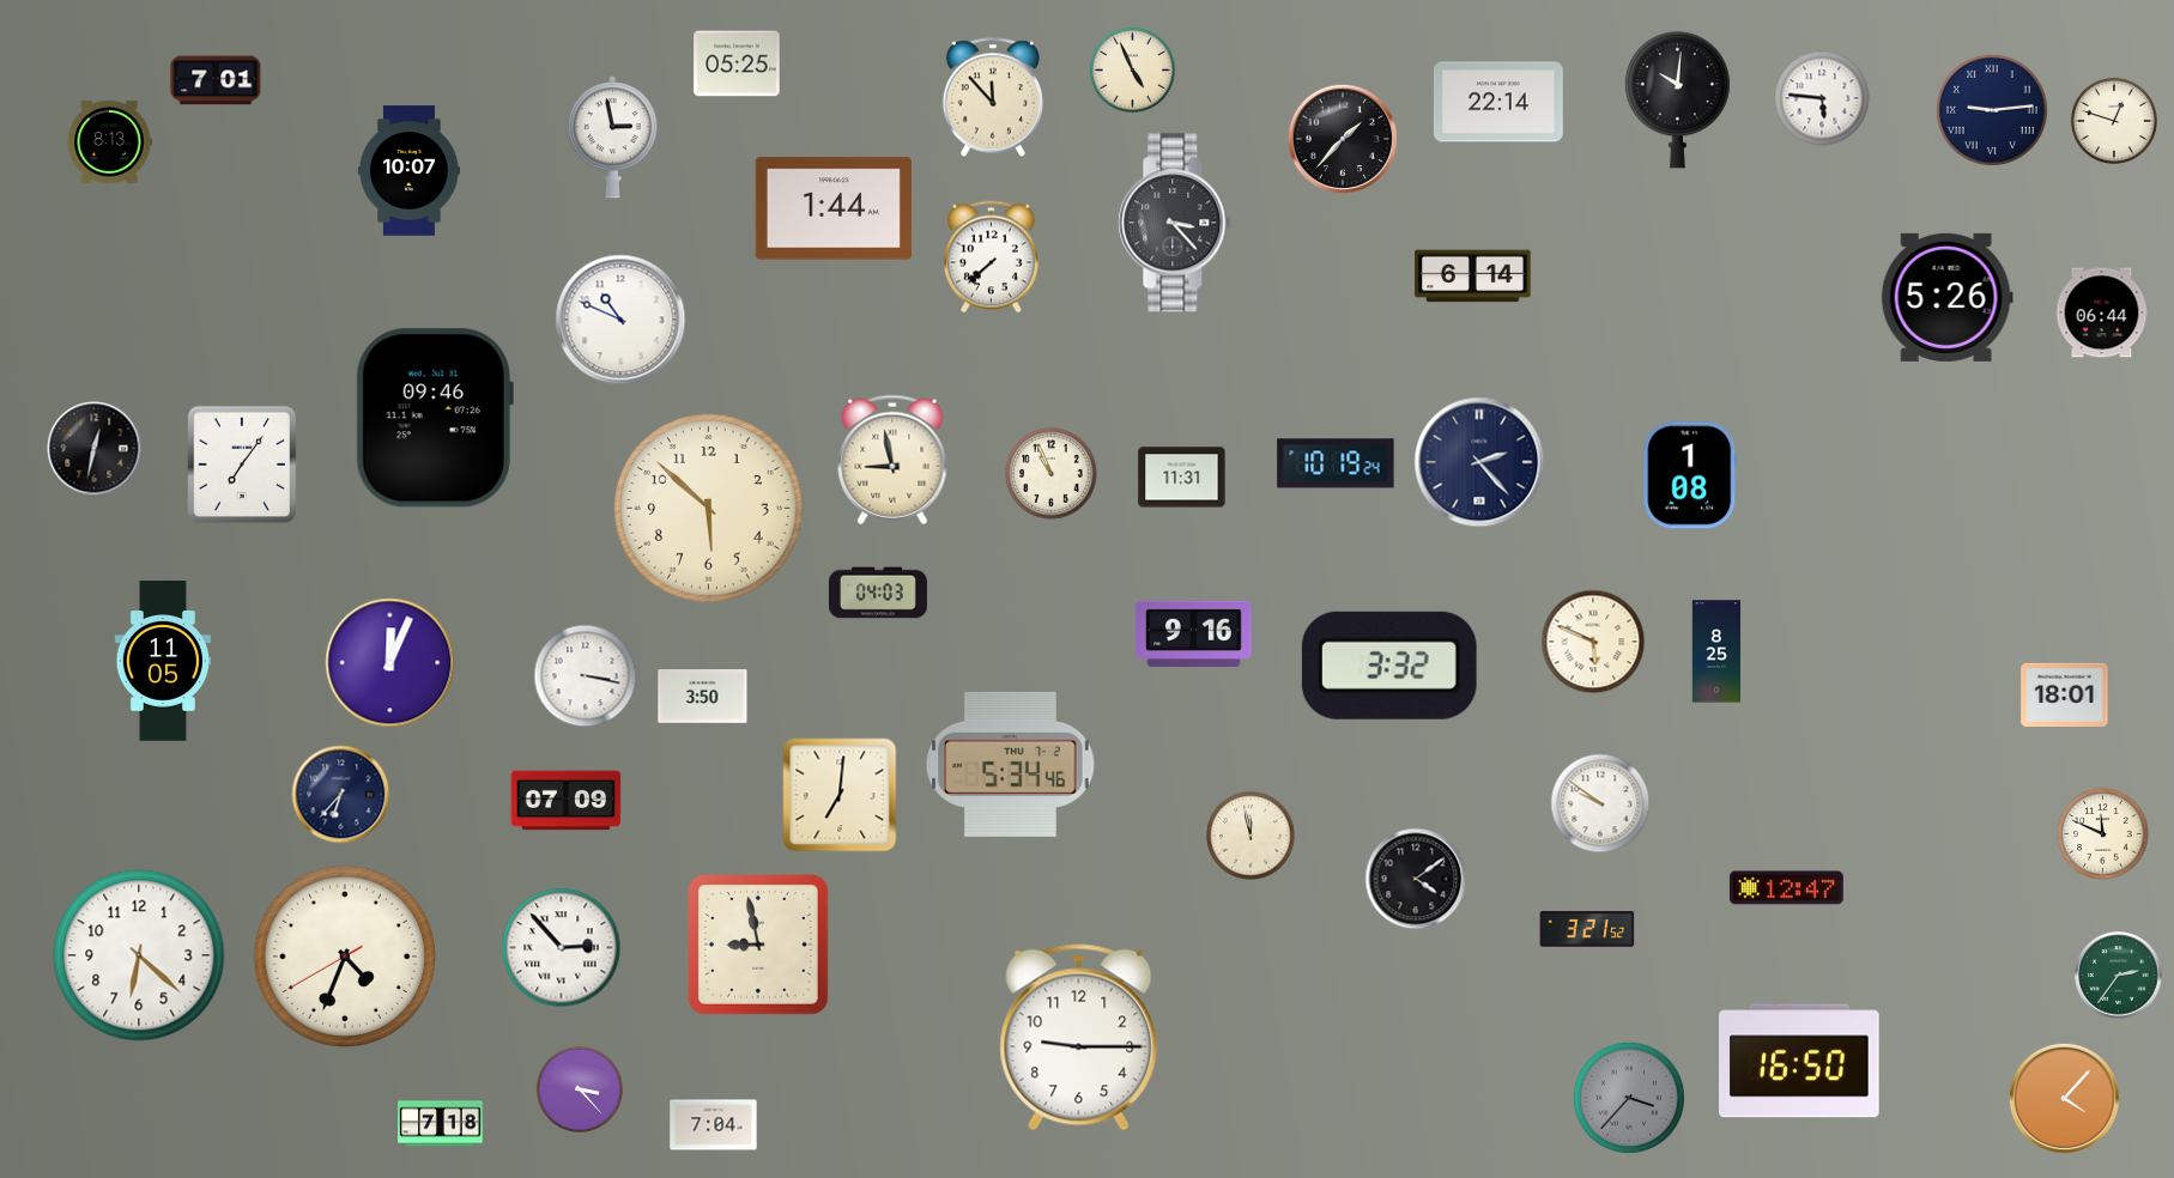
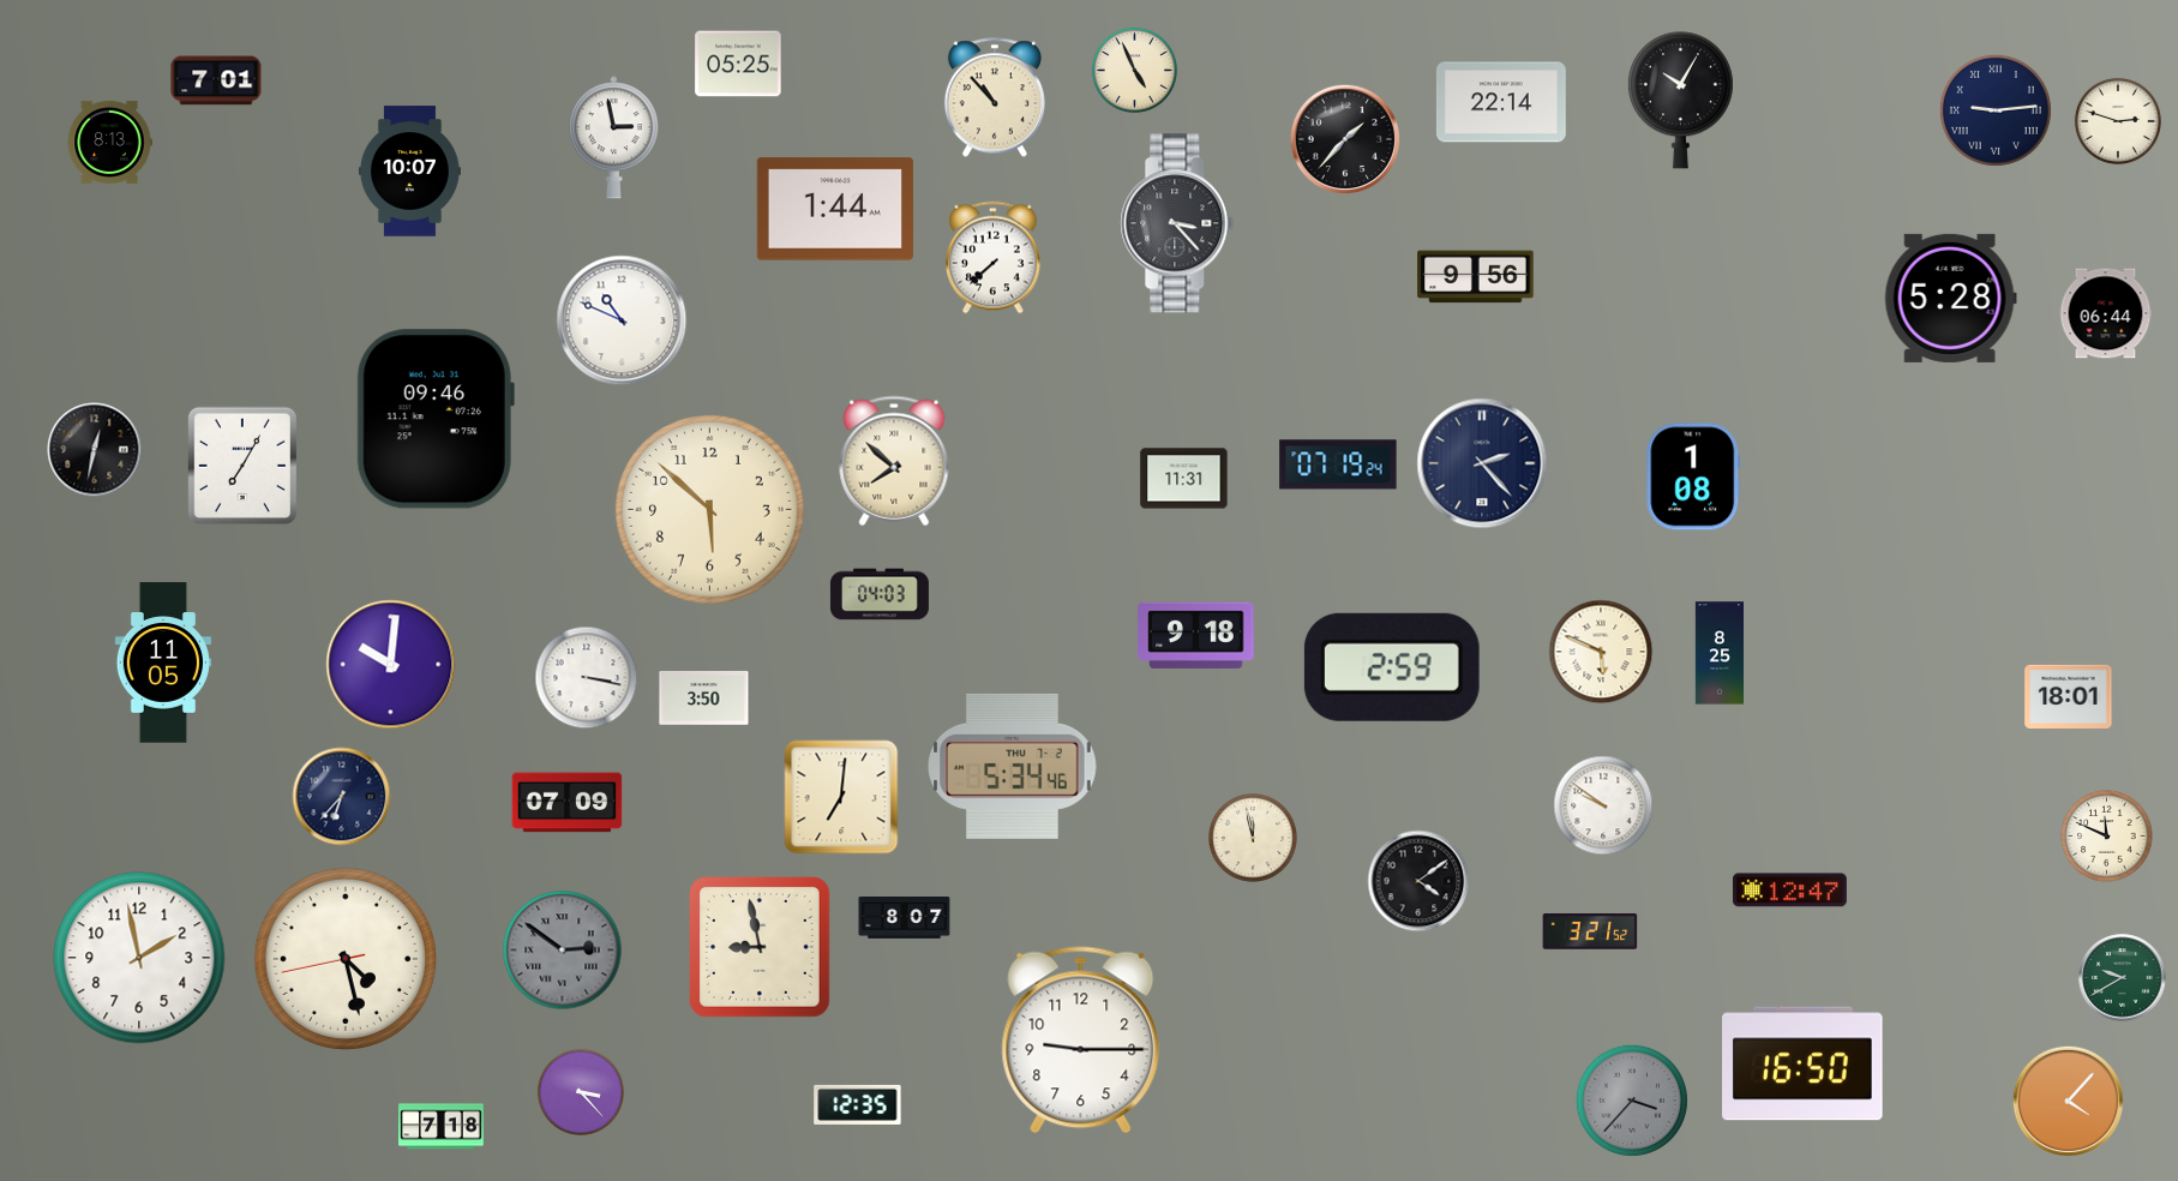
clock at (993, 97): 11:53 -> 10:53
clock at (1822, 98): 5:46 -> none
clock at (1677, 101): 10:01 -> 10:05
clock at (2114, 121): 12:48 -> 2:48
clock at (1473, 277): 6:14 -> 9:56
clock at (1946, 297): 5:26 -> 5:28
clock at (892, 460): 8:58 -> 7:52
clock at (241, 463): 7:06 -> 7:05
clock at (1336, 463): 10:19 -> 07:19
clock at (1052, 474): 10:56 -> none
clock at (1194, 633): 9:16 -> 9:18
clock at (1593, 642) position: (1593, 642) -> (1601, 652)
clock at (390, 663): 12:04 -> 10:01
clock at (1389, 666): 3:32 -> 2:59
clock at (905, 918): none -> 8:07
clock at (562, 948): 2:53 -> 2:51
clock at (562, 948) dial: white -> grey
clock at (139, 955): 6:22 -> 1:58
clock at (344, 955): 4:33 -> 4:27
clock at (2119, 976): 2:36 -> 9:40
clock at (858, 1104): none -> 12:35
clock at (714, 1125): 7:04 -> none
